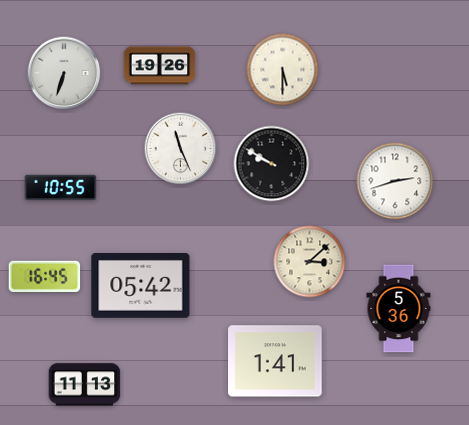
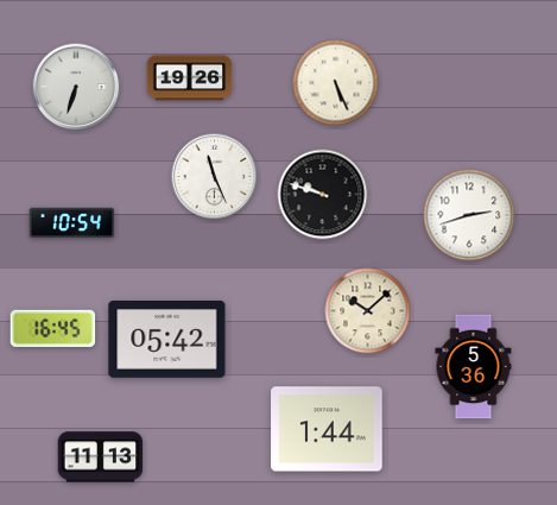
clock at (283, 70): 5:30 -> 5:26
clock at (272, 164): 9:50 -> 9:48
clock at (61, 188): 10:55 -> 10:54
clock at (310, 262): 3:08 -> 10:08
clock at (275, 361): 1:41 -> 1:44
